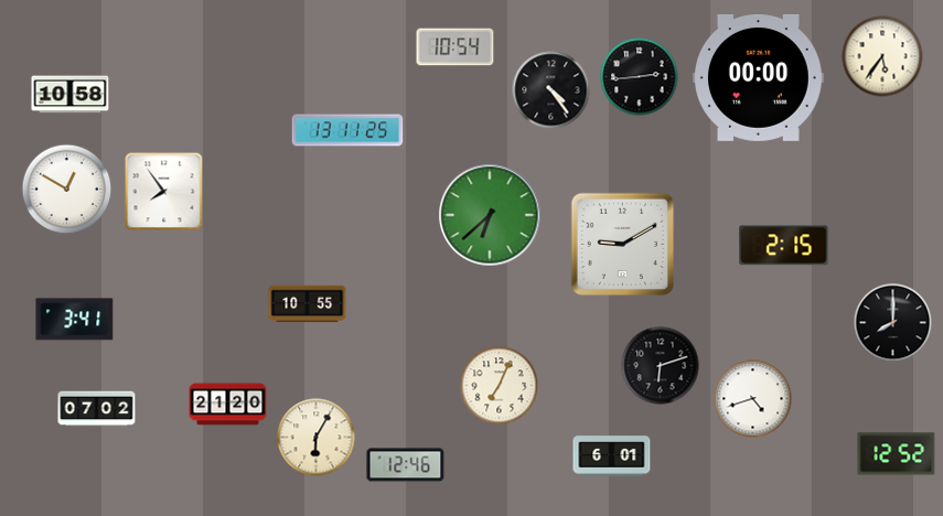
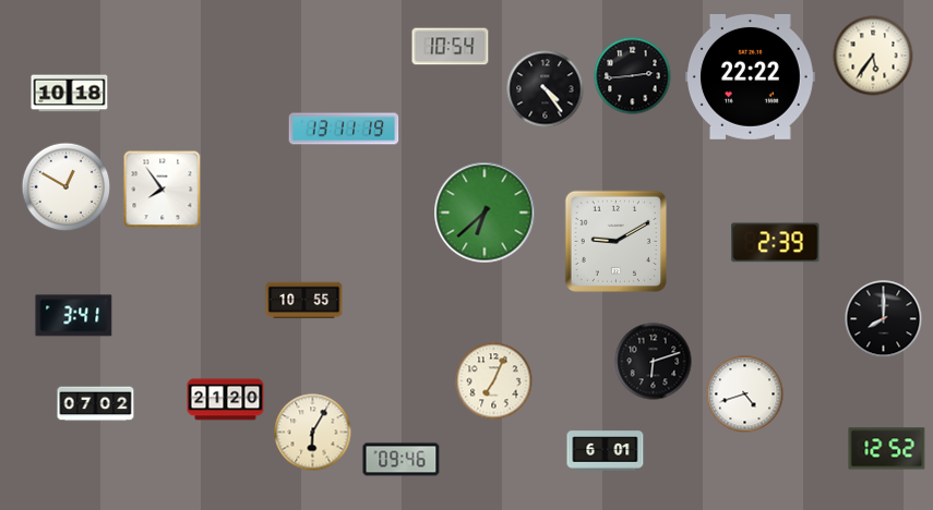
clock at (759, 77): 00:00 -> 22:22
clock at (71, 95): 10:58 -> 10:18
clock at (347, 130): 13:11:25 -> 13:11:19
clock at (784, 246): 2:15 -> 2:39
clock at (406, 465): 12:46 -> 09:46
